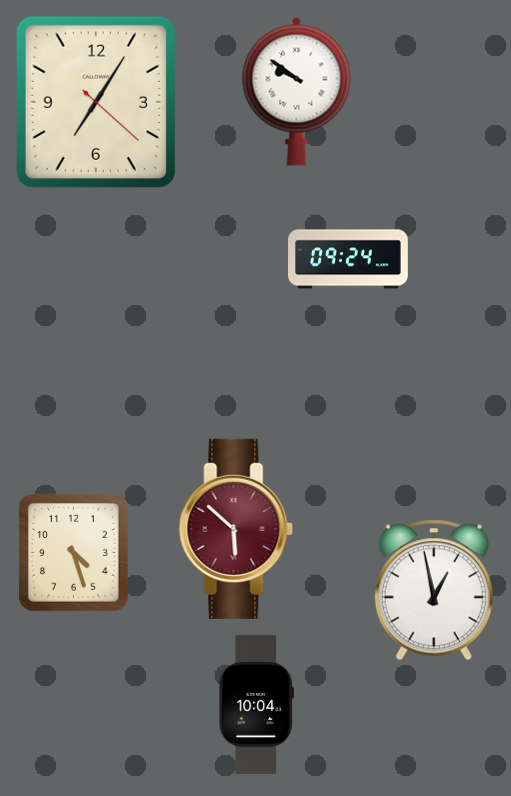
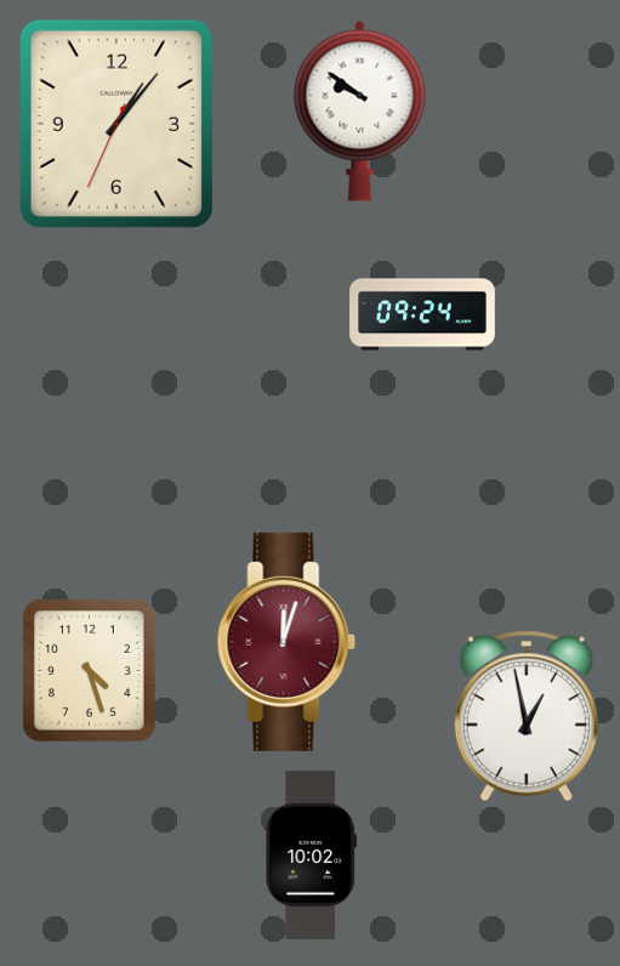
clock at (96, 102): 7:05 -> 1:06
clock at (236, 529): 5:52 -> 12:03
clock at (256, 704): 10:04 -> 10:02
